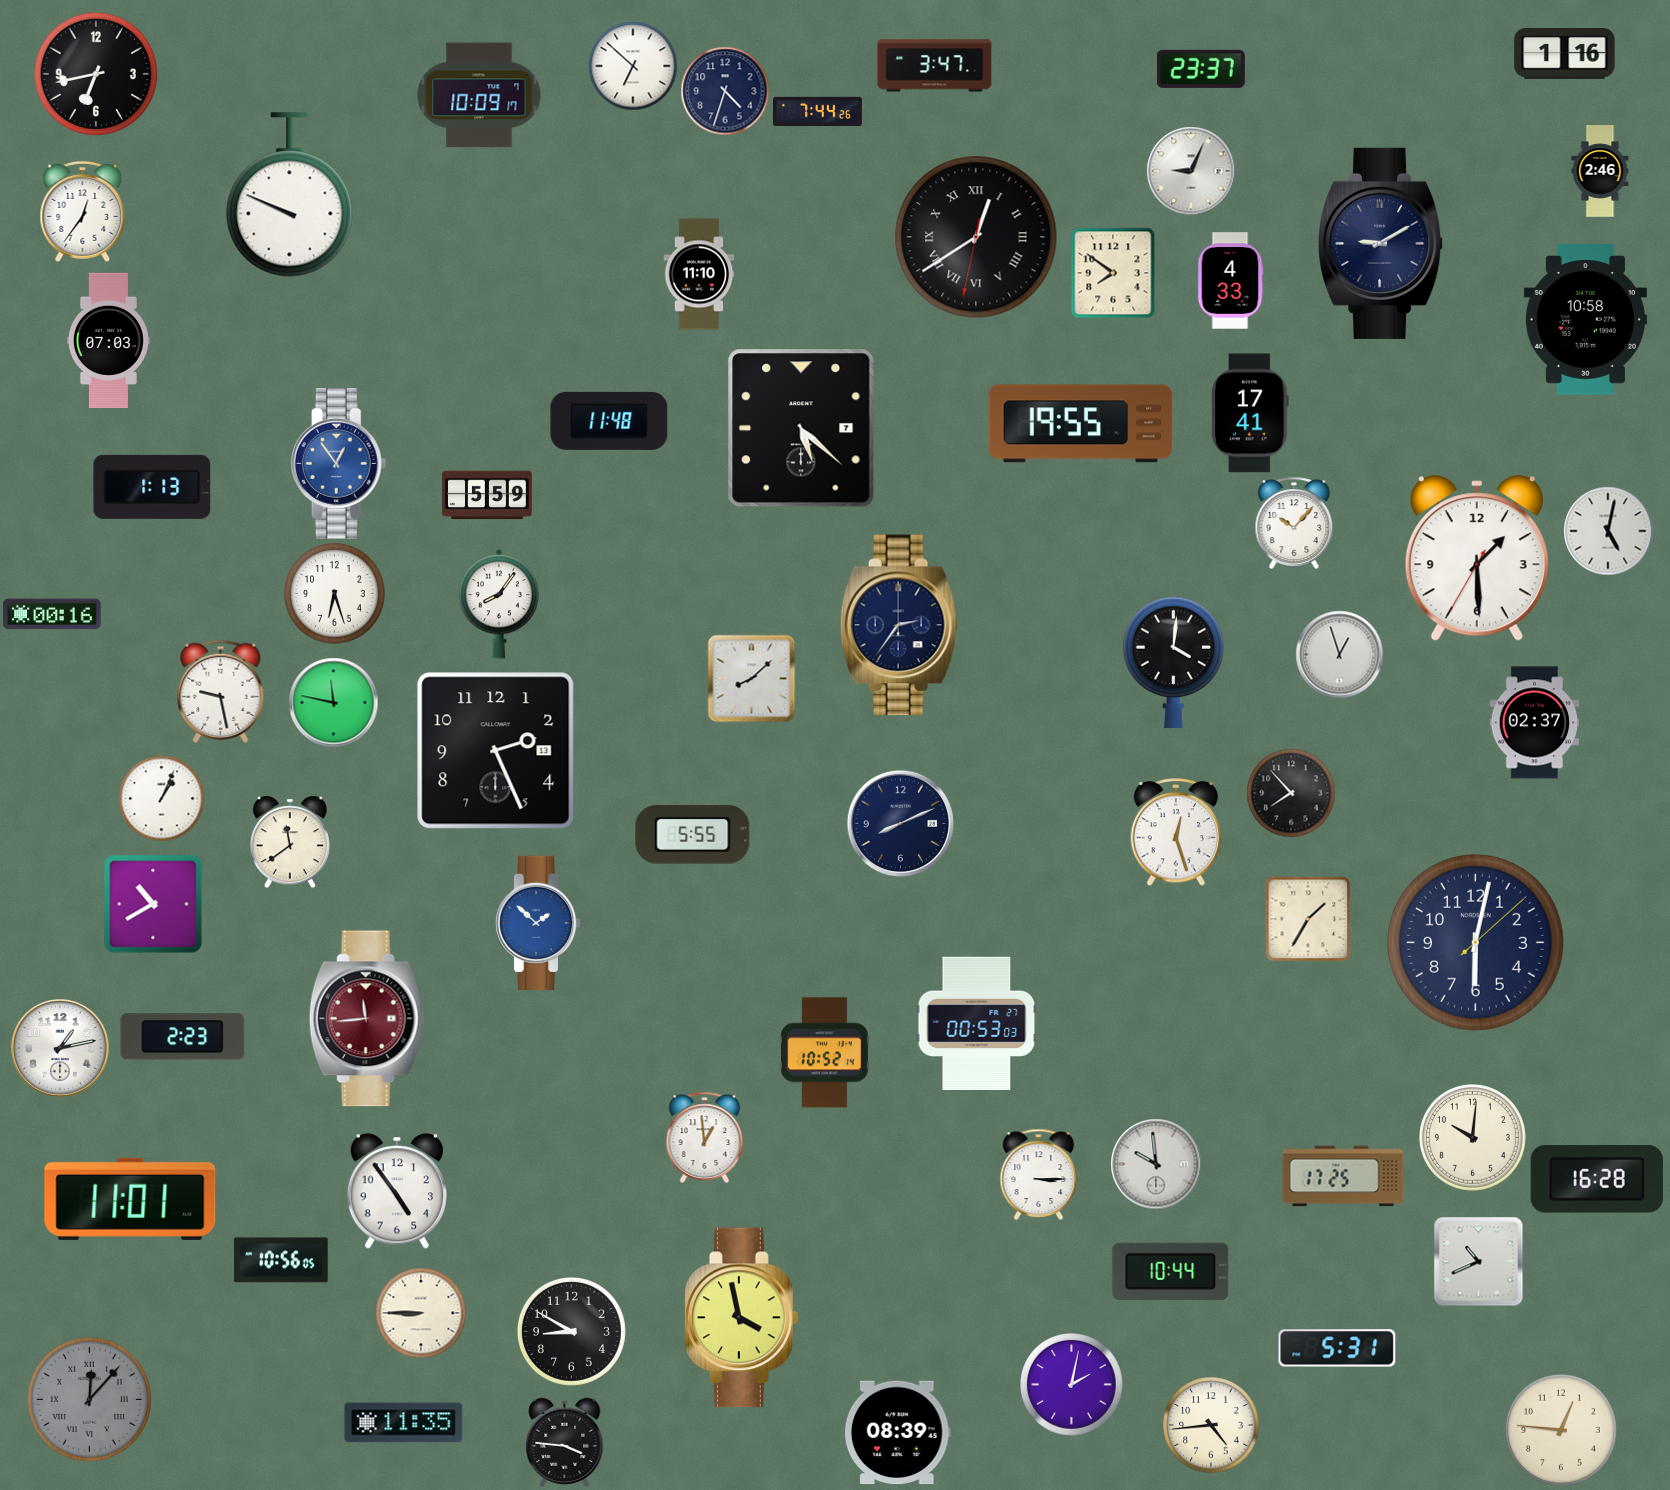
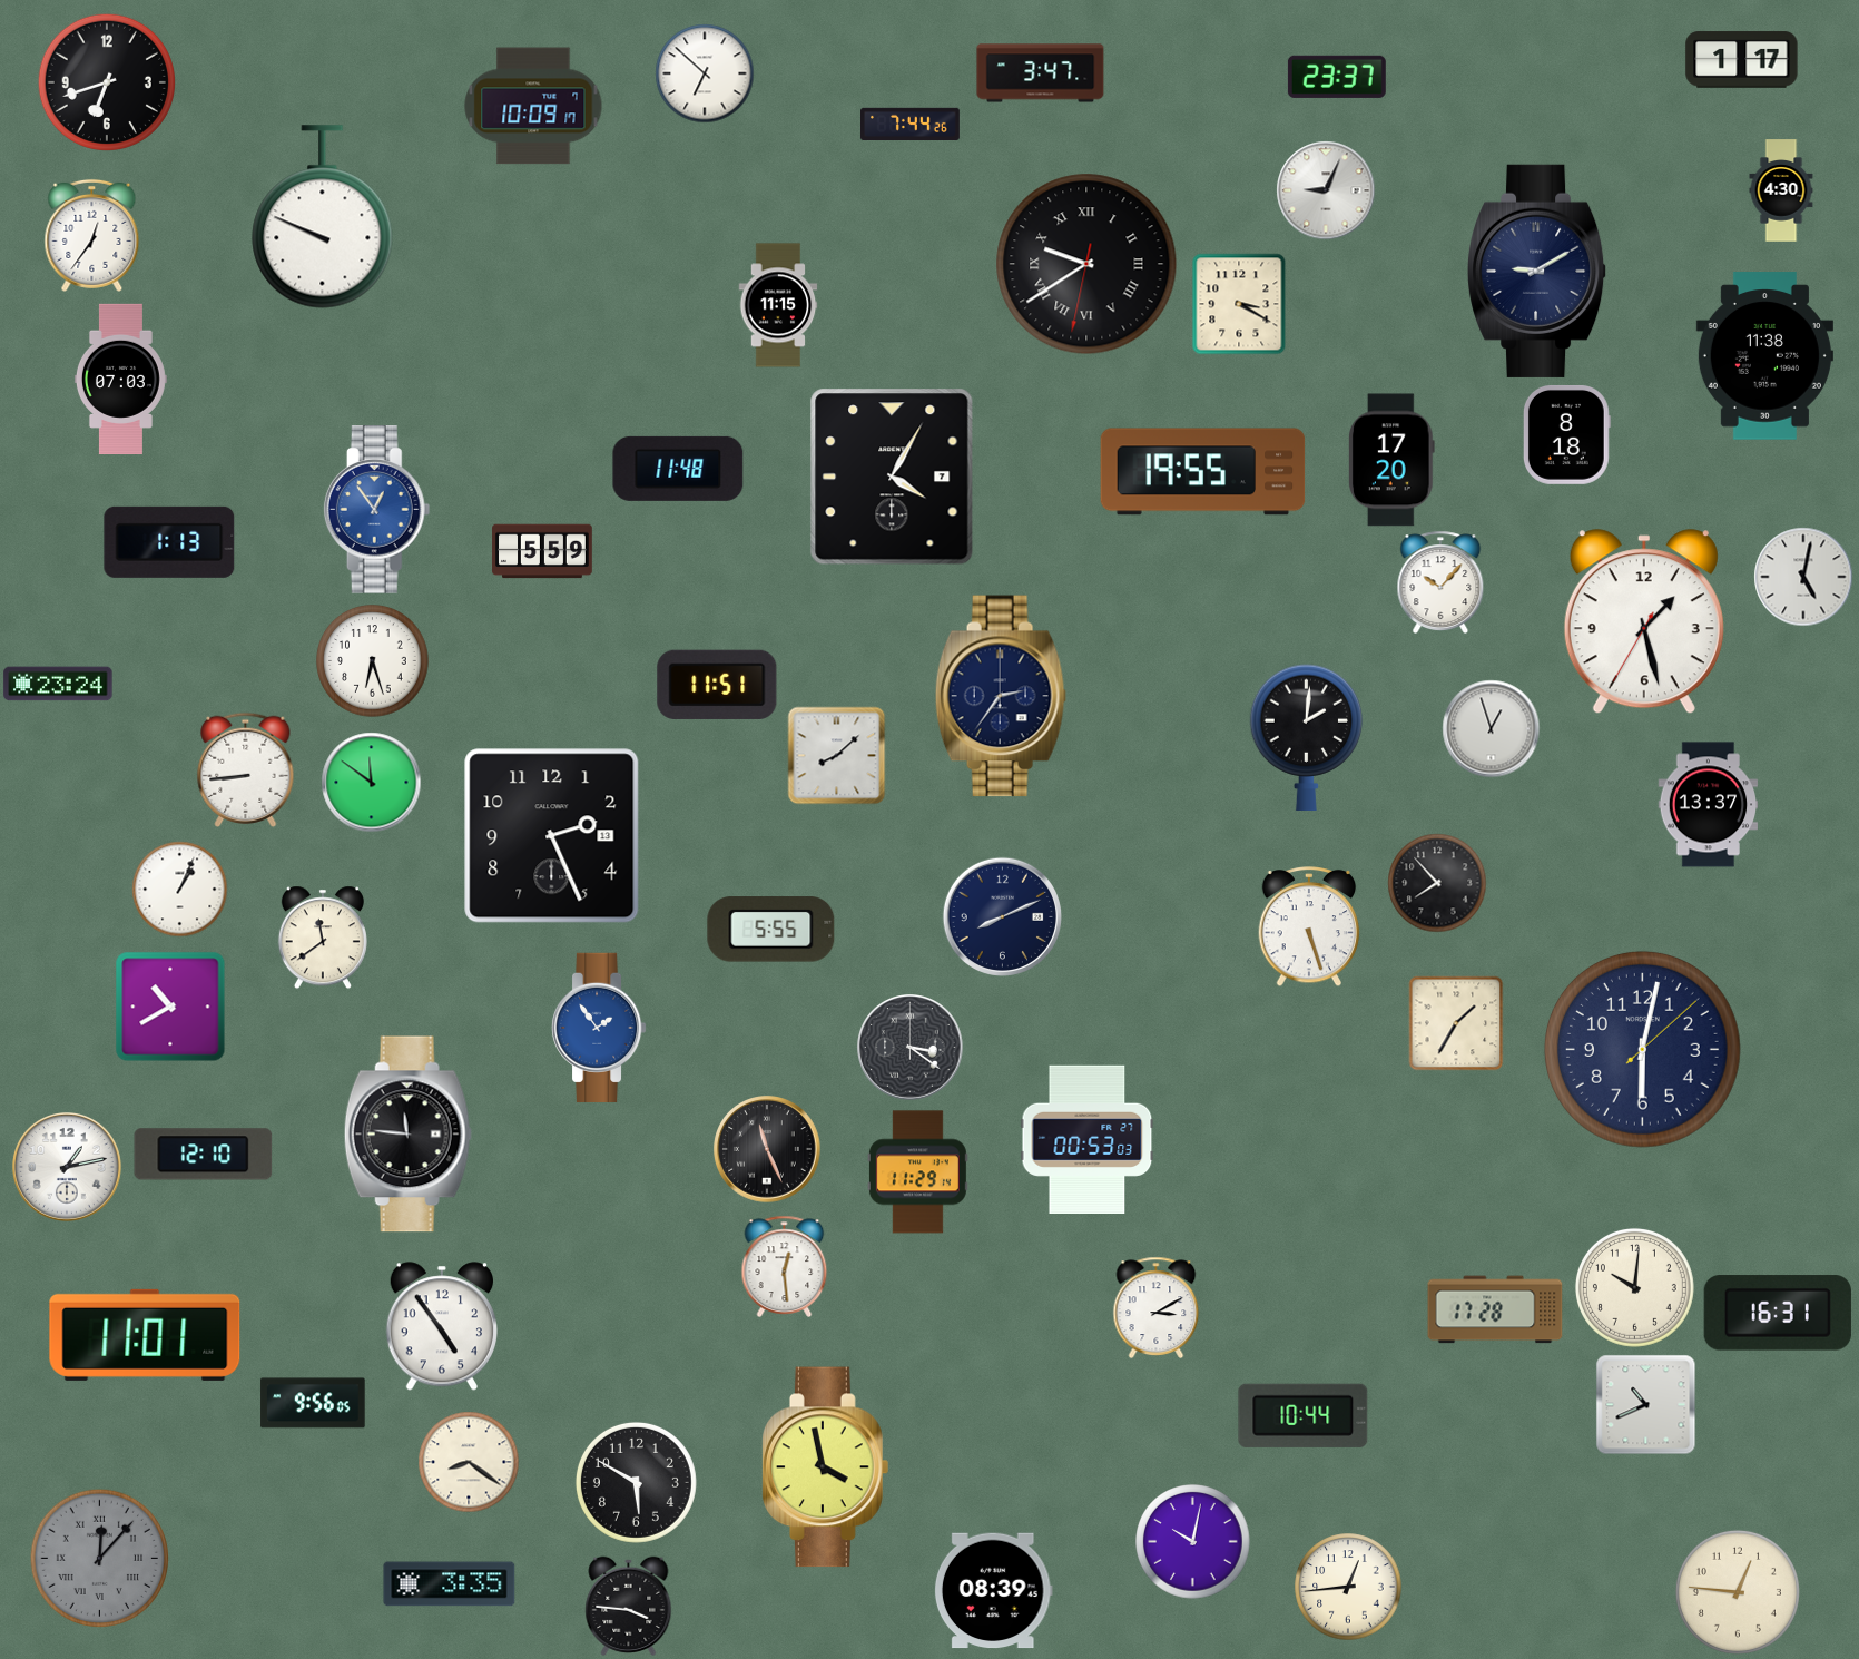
clock at (1565, 54): 1:16 -> 1:17
clock at (95, 73): 6:43 -> 6:42
clock at (725, 91): 4:33 -> none
clock at (1600, 171): 2:46 -> 4:30
clock at (976, 237): 12:39 -> 9:39
clock at (1113, 273): 7:51 -> 3:20
clock at (699, 274): 11:10 -> 11:15
clock at (1230, 281): 4:33 -> none
clock at (1585, 320): 10:58 -> 11:38
clock at (1566, 434): none -> 8:18
clock at (1250, 413): 17:41 -> 17:20
clock at (801, 428): 5:22 -> 4:05
clock at (339, 464) position: (339, 464) -> (377, 510)
clock at (1608, 531) position: (1608, 531) -> (1803, 577)
clock at (1477, 559): 1:29 -> 1:27
clock at (499, 604): 8:06 -> none
clock at (52, 614): 00:16 -> 23:24
clock at (717, 685): none -> 11:51
clock at (1174, 663): 4:01 -> 2:01
clock at (221, 691): 9:28 -> 8:44
clock at (333, 702): 11:47 -> 11:51
clock at (1535, 723): 02:37 -> 13:37
clock at (1176, 833): 12:27 -> 5:27
clock at (538, 923): 1:52 -> 1:54
clock at (911, 1048): none -> 3:21
clock at (366, 1019): 11:44 -> 11:46
clock at (366, 1019) dial: burgundy -> black
clock at (767, 1149): none -> 11:26
clock at (183, 1037): 2:23 -> 12:10
clock at (824, 1053): 10:52 -> 11:29
clock at (705, 1137): 12:59 -> 12:29
clock at (1472, 1137) position: (1472, 1137) -> (1634, 1287)
clock at (1156, 1164): 9:59 -> none
clock at (1039, 1174): 3:15 -> 3:10
clock at (1343, 1176): 17:25 -> 17:28
clock at (1597, 1179): 16:28 -> 16:31
clock at (281, 1260): 10:56 -> 9:56
clock at (421, 1313): 8:45 -> 8:21
clock at (571, 1331): 8:50 -> 5:50
clock at (1337, 1348): 5:31 -> none
clock at (1072, 1385): 2:02 -> 10:02
clock at (404, 1423): 11:35 -> 3:35
clock at (1211, 1425): 4:44 -> 12:44
clock at (897, 1433) position: (897, 1433) -> (993, 1591)
